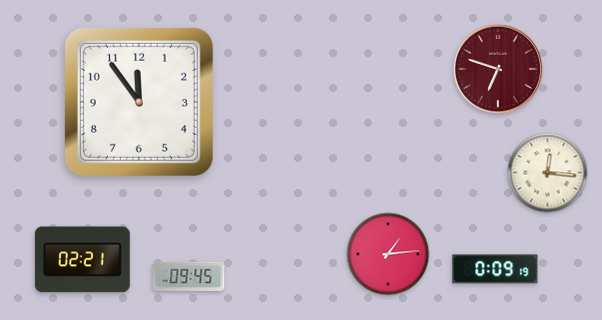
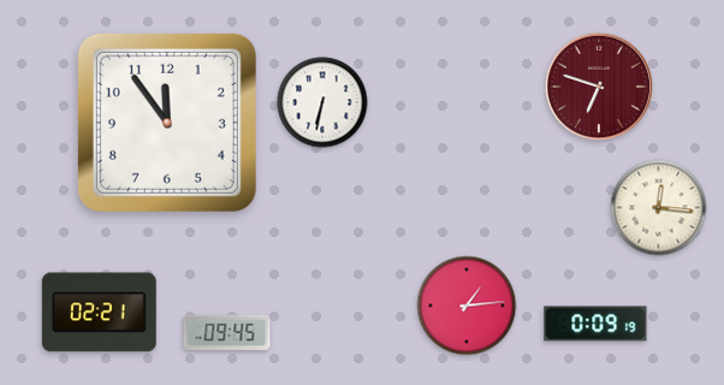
clock at (498, 69) position: (498, 69) -> (599, 87)
clock at (322, 102): none -> 6:32
